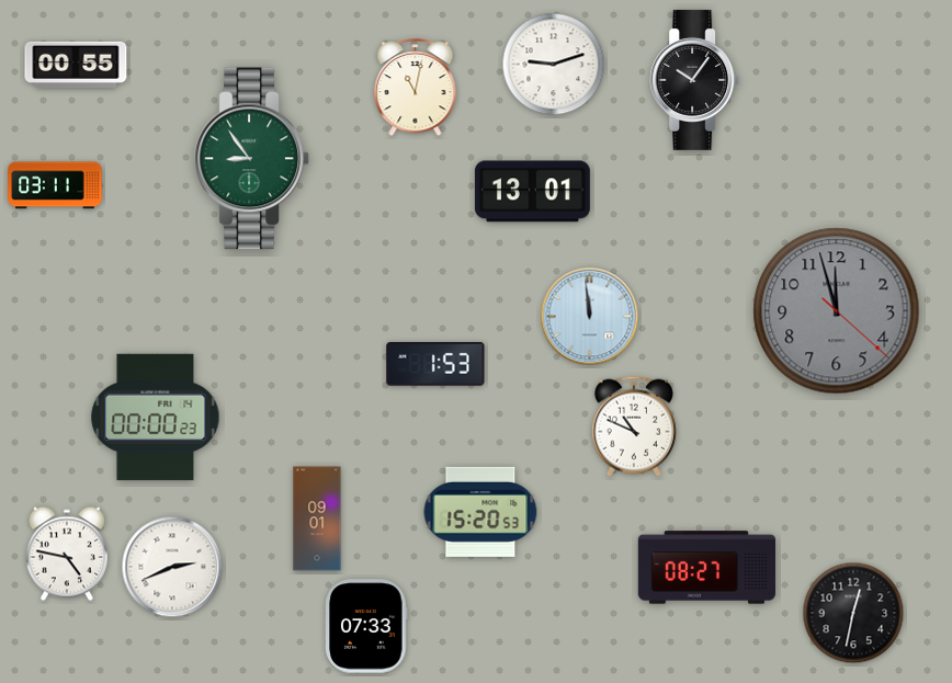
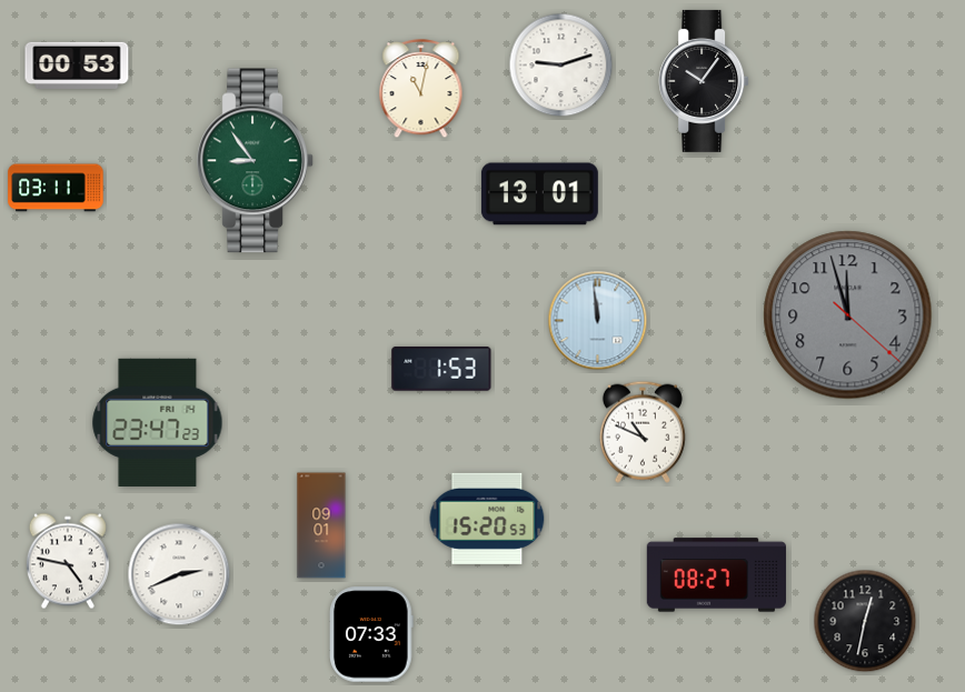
clock at (76, 65): 00:55 -> 00:53
clock at (156, 417): 00:00 -> 23:47
clock at (172, 567) position: (172, 567) -> (179, 574)
